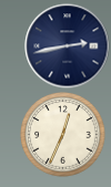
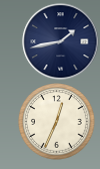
clock at (68, 46): 2:43 -> 1:43
